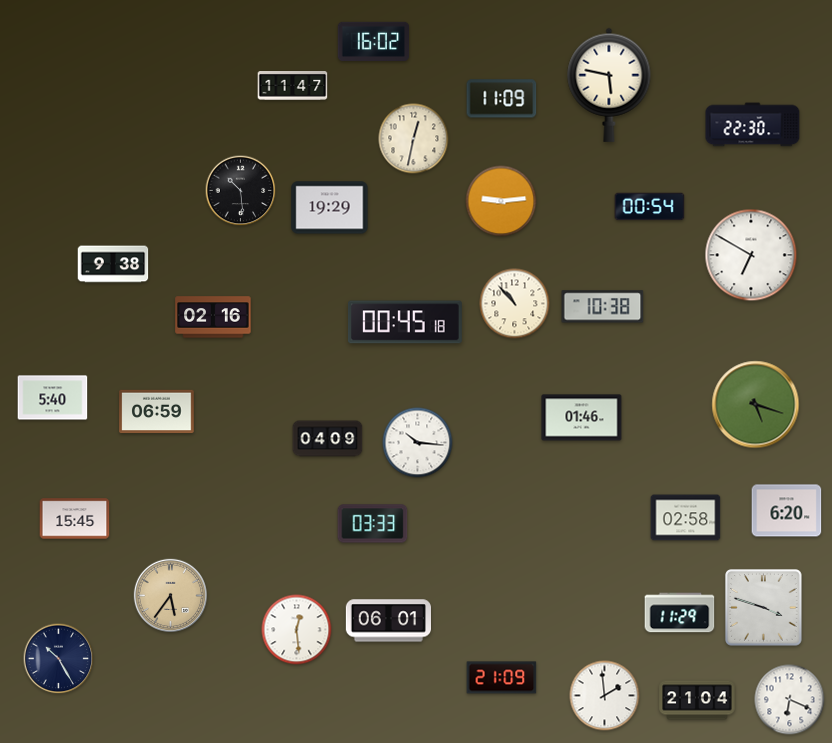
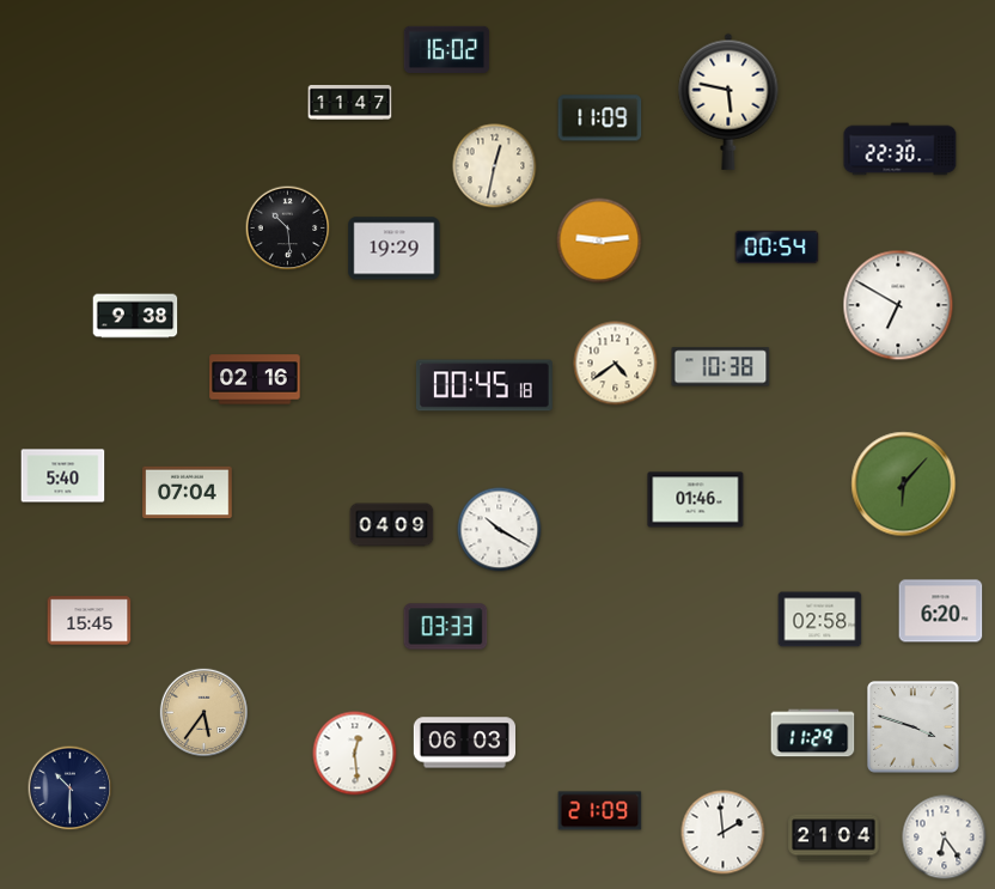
clock at (515, 304): 10:53 -> 4:39
clock at (756, 405): 5:18 -> 6:07
clock at (157, 412): 06:59 -> 07:04
clock at (418, 443): 10:16 -> 10:20
clock at (388, 621): 06:01 -> 06:03
clock at (59, 659): 10:25 -> 10:30
clock at (790, 700): 6:19 -> 6:24
